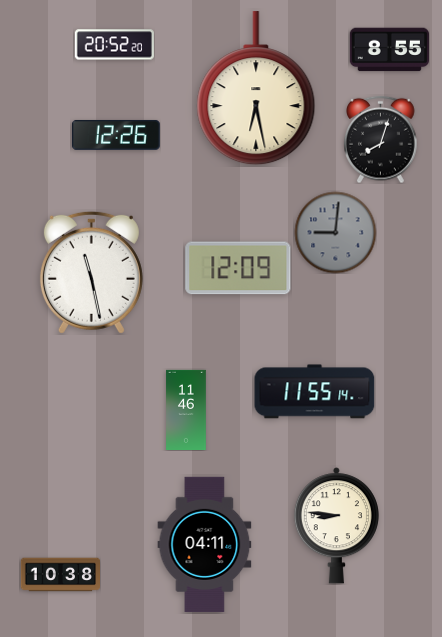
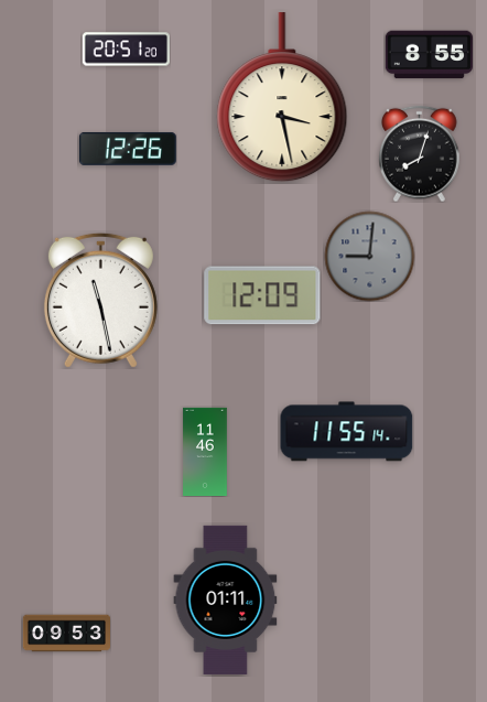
clock at (114, 45): 20:52 -> 20:51
clock at (256, 89): 6:28 -> 3:28
clock at (336, 526): 8:46 -> none
clock at (205, 544): 04:11 -> 01:11
clock at (60, 575): 10:38 -> 09:53
